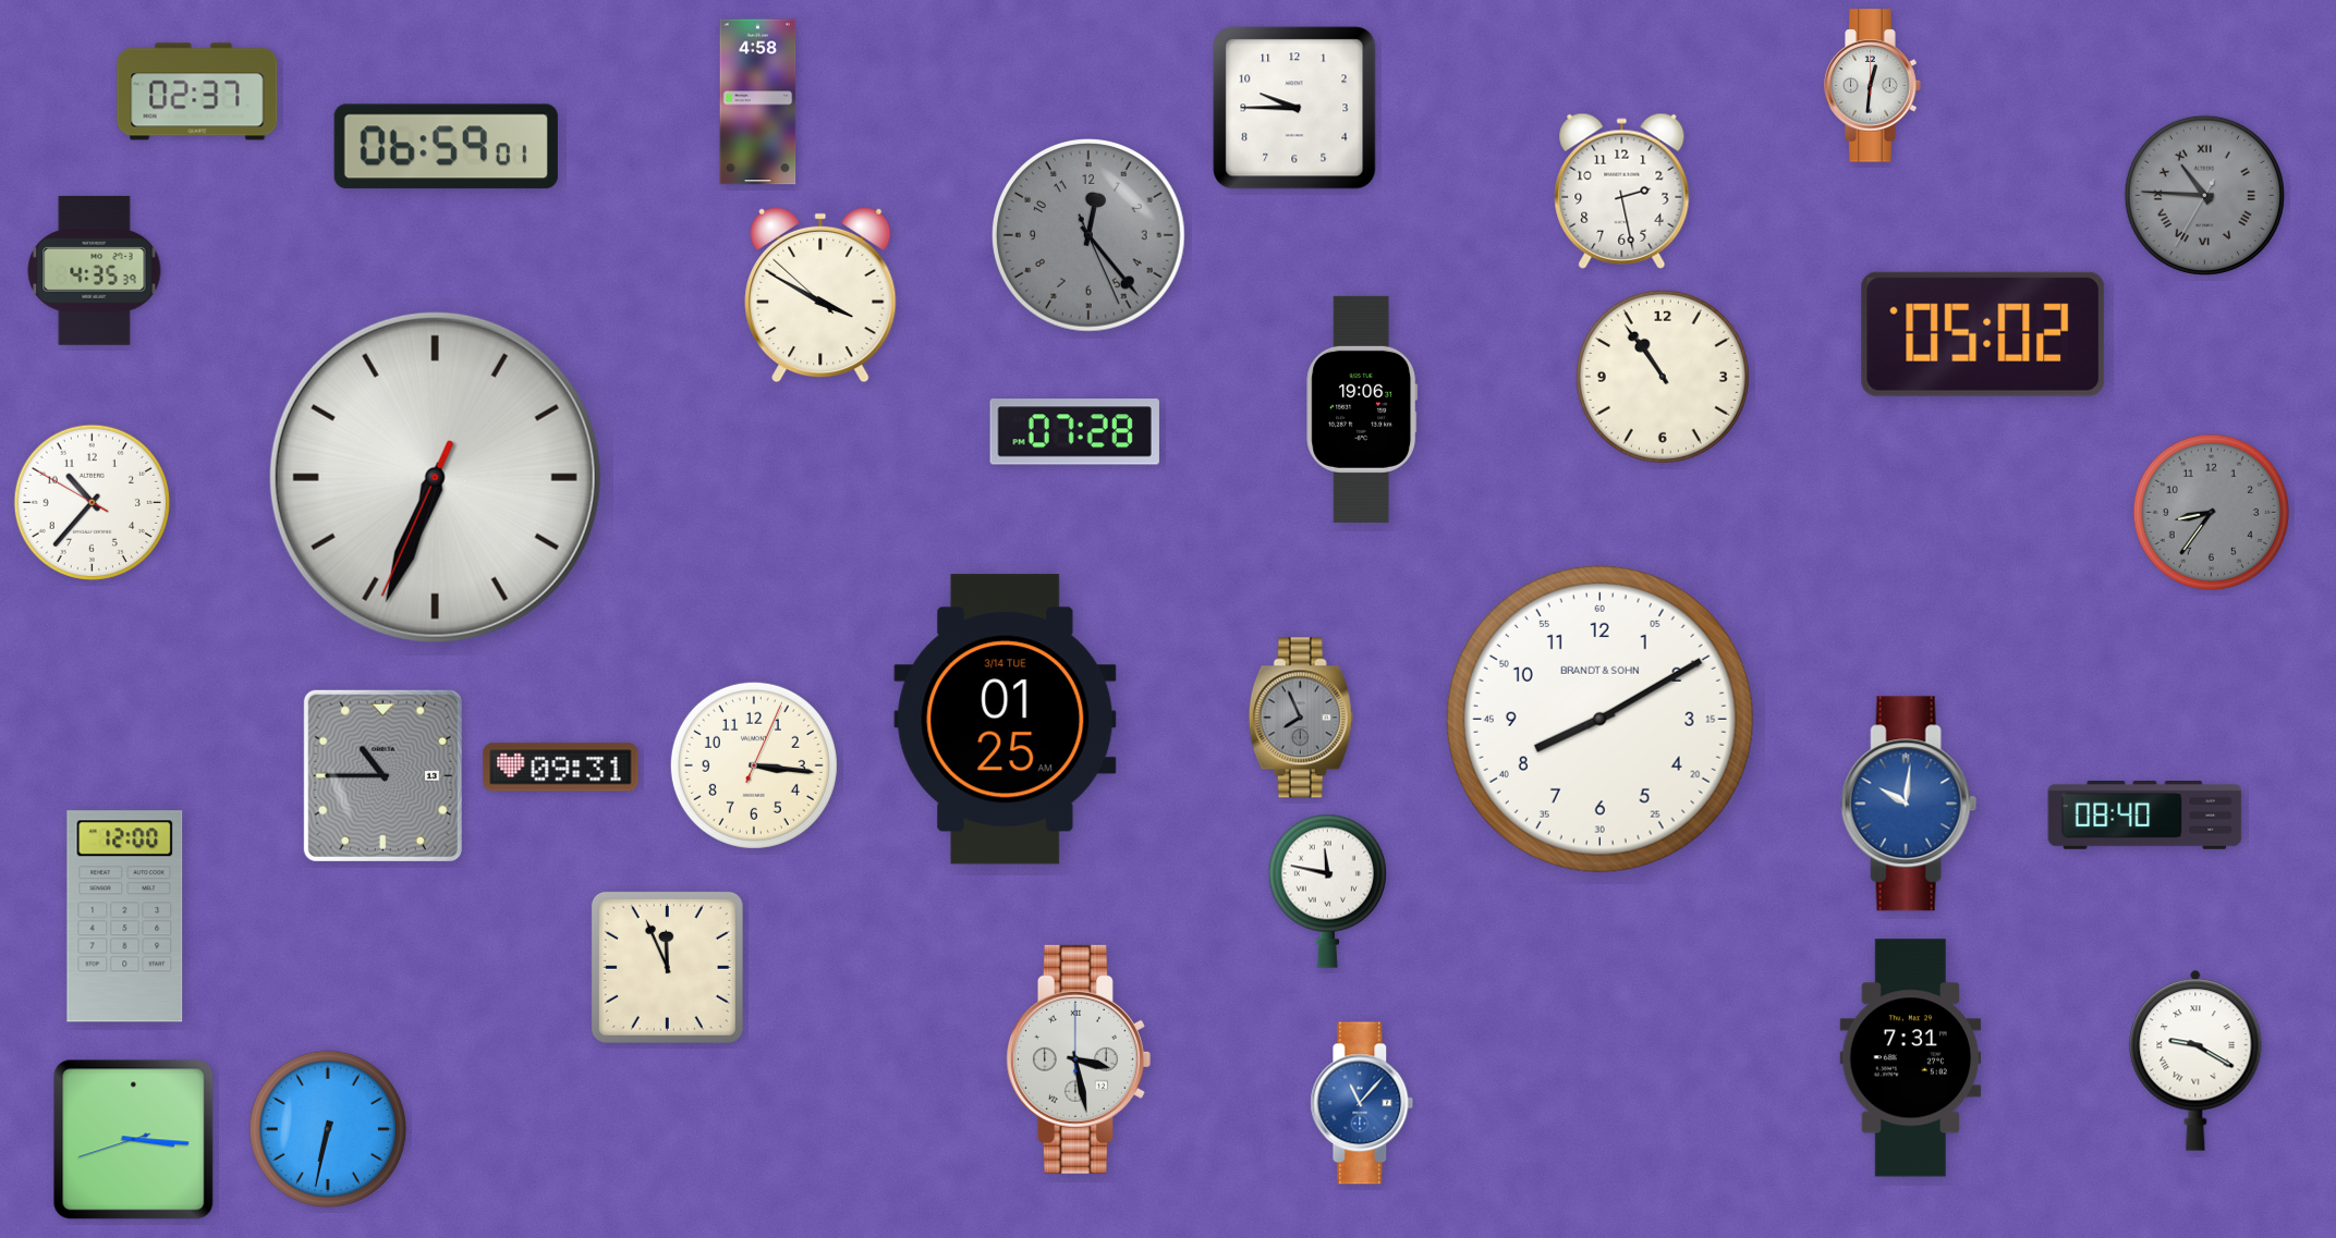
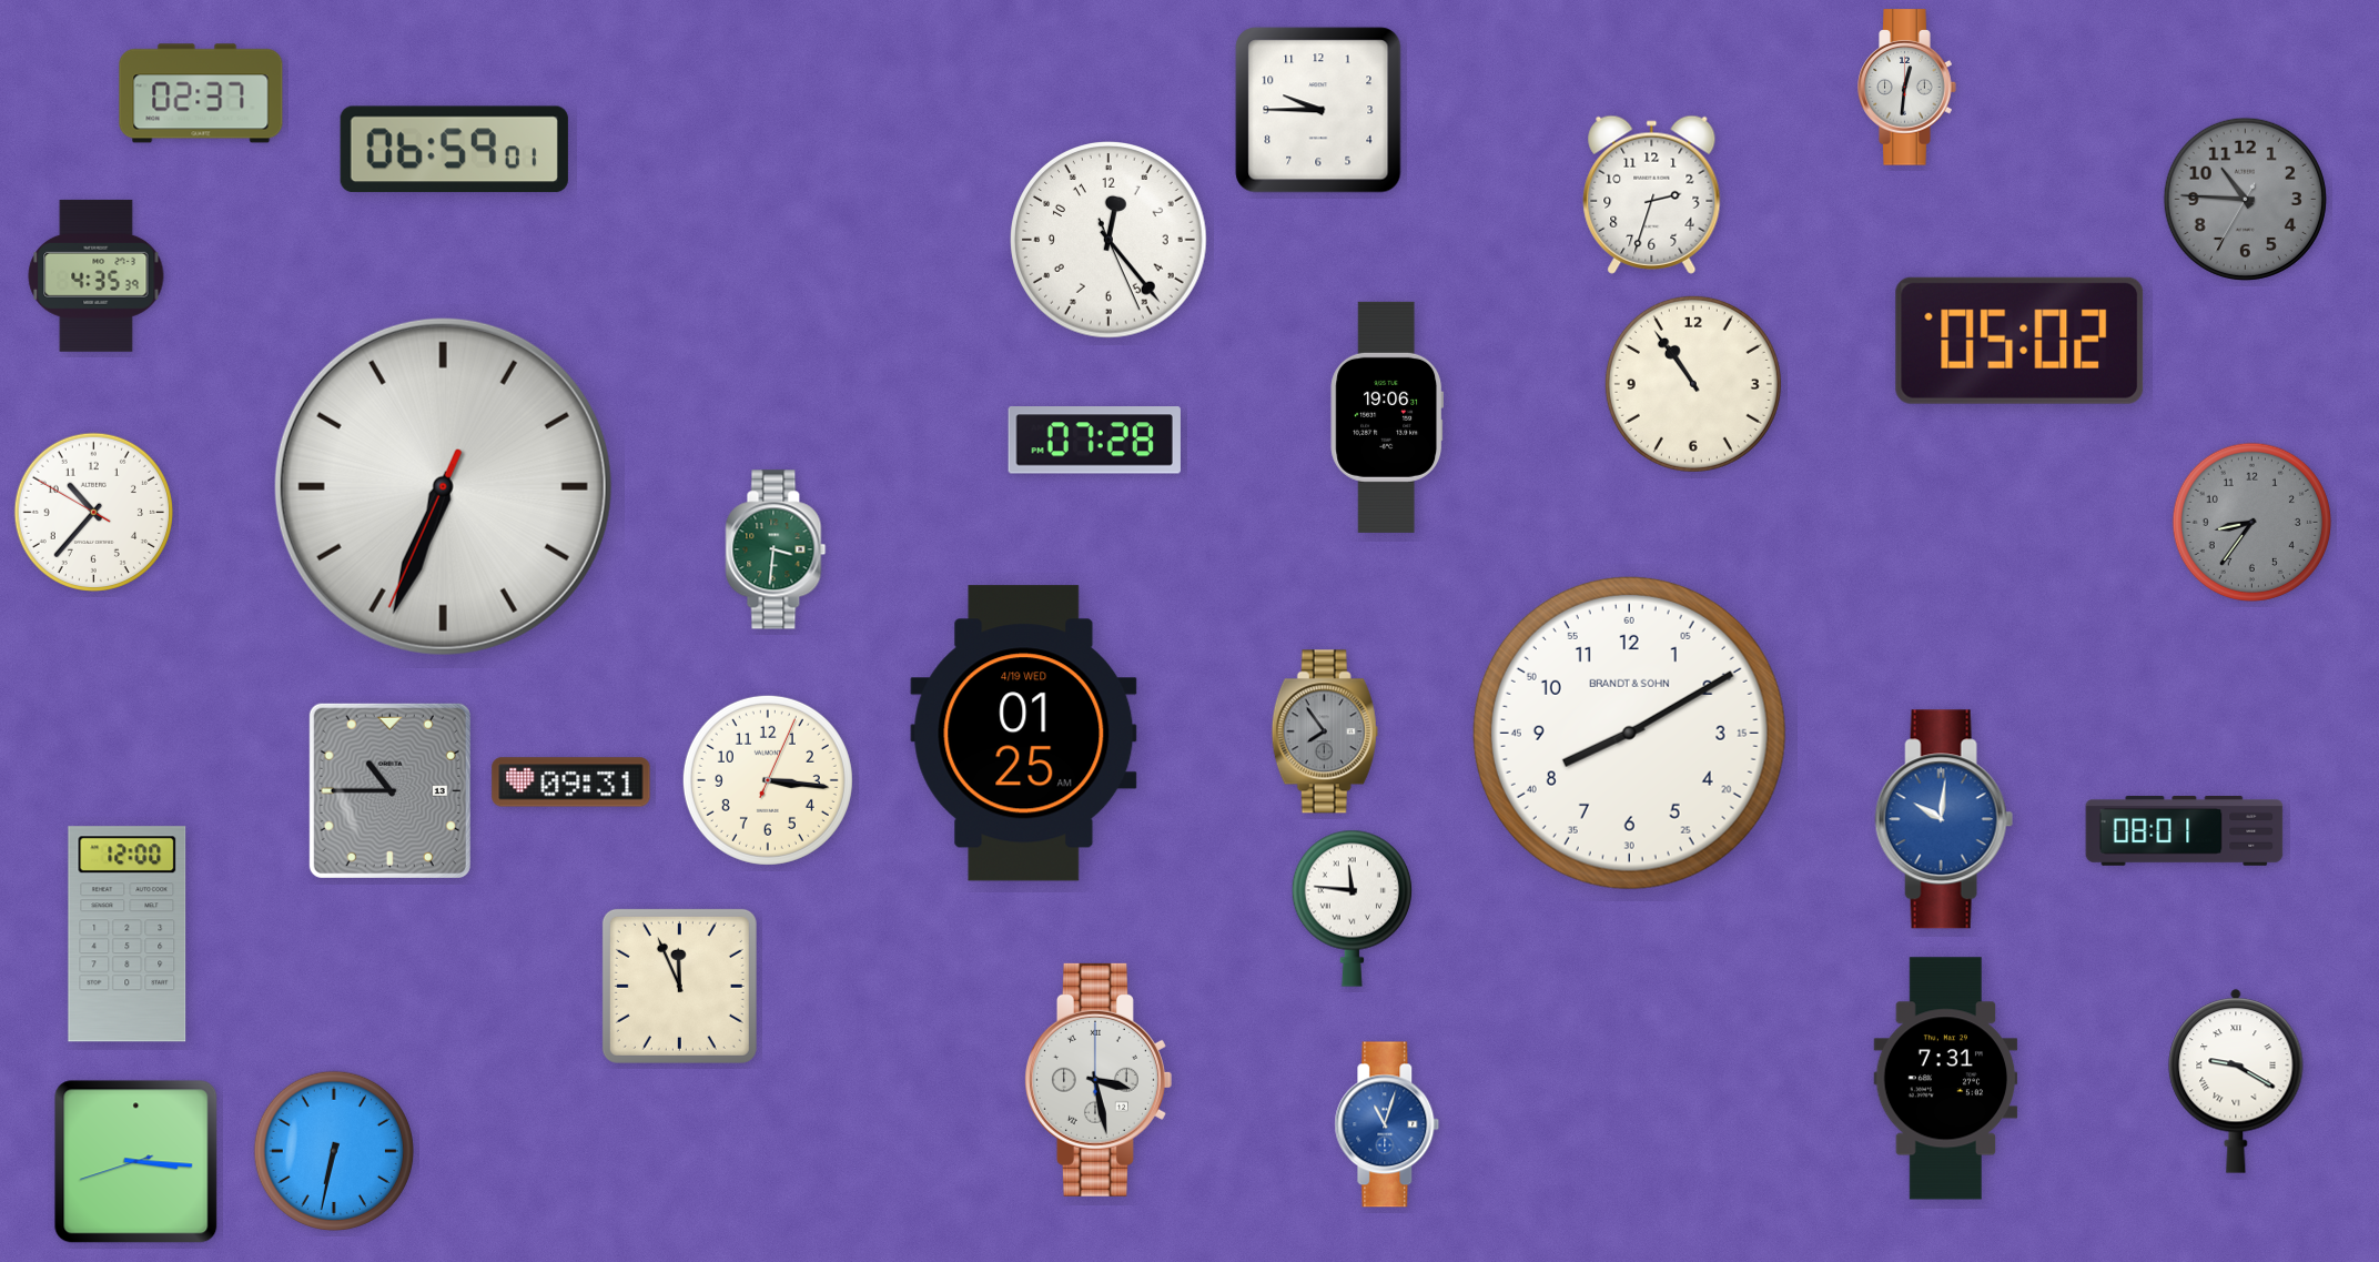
clock at (758, 102): 4:58 -> none
clock at (1622, 191): 2:28 -> 2:33
clock at (2204, 195) numerals: Roman -> Arabic
clock at (1088, 235) dial: grey -> white
clock at (820, 295): 3:49 -> none
clock at (776, 549): none -> 3:31
clock at (1301, 718): 7:56 -> 7:54
clock at (1006, 720) date: 3/14 TUE -> 4/19 WED
clock at (2145, 816): 08:40 -> 08:01
clock at (1327, 891): 11:47 -> 11:46
clock at (1362, 1103): 11:07 -> 11:03
